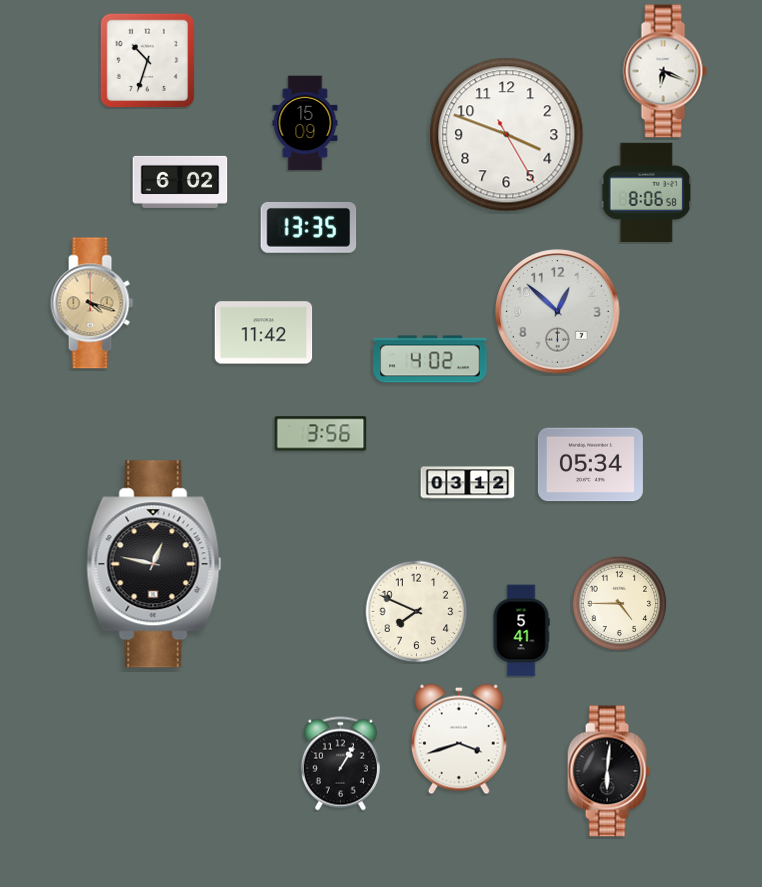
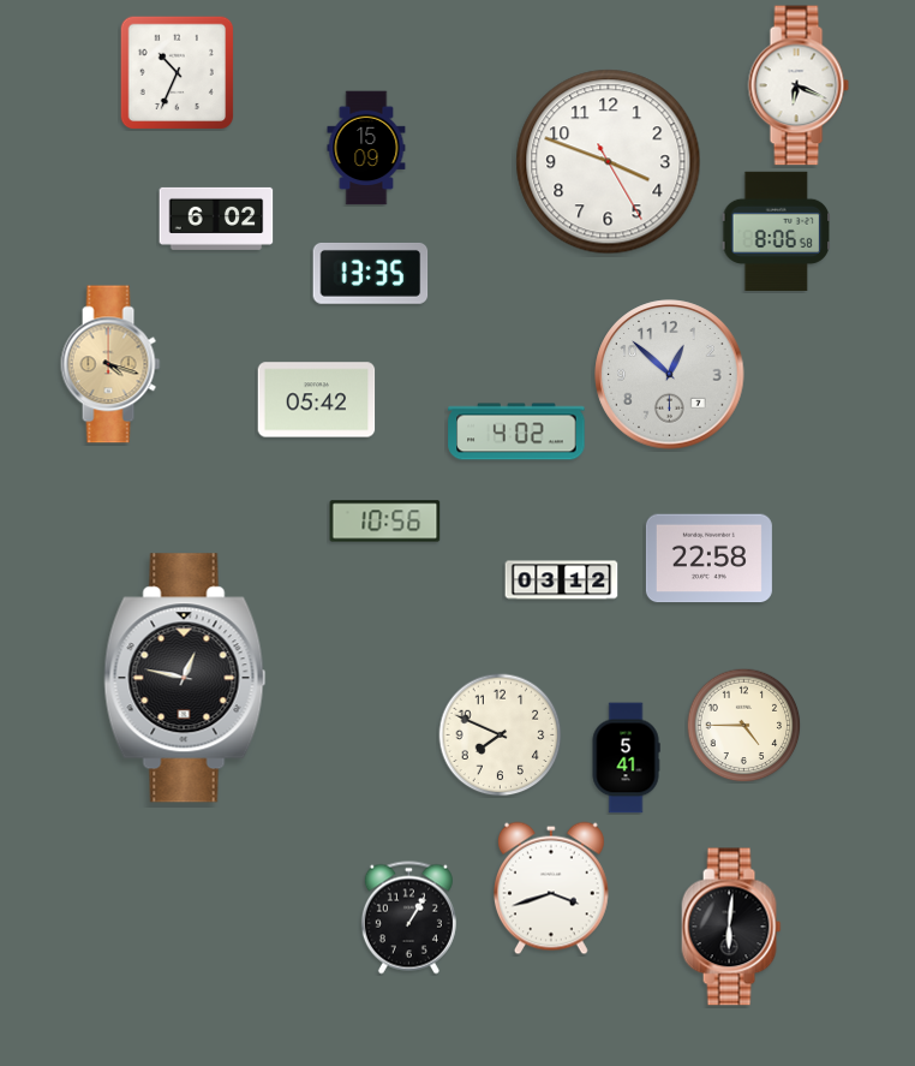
clock at (147, 60): 10:33 -> 10:34
clock at (264, 333): 11:42 -> 05:42
clock at (321, 434): 3:56 -> 10:56
clock at (590, 465): 05:34 -> 22:58
